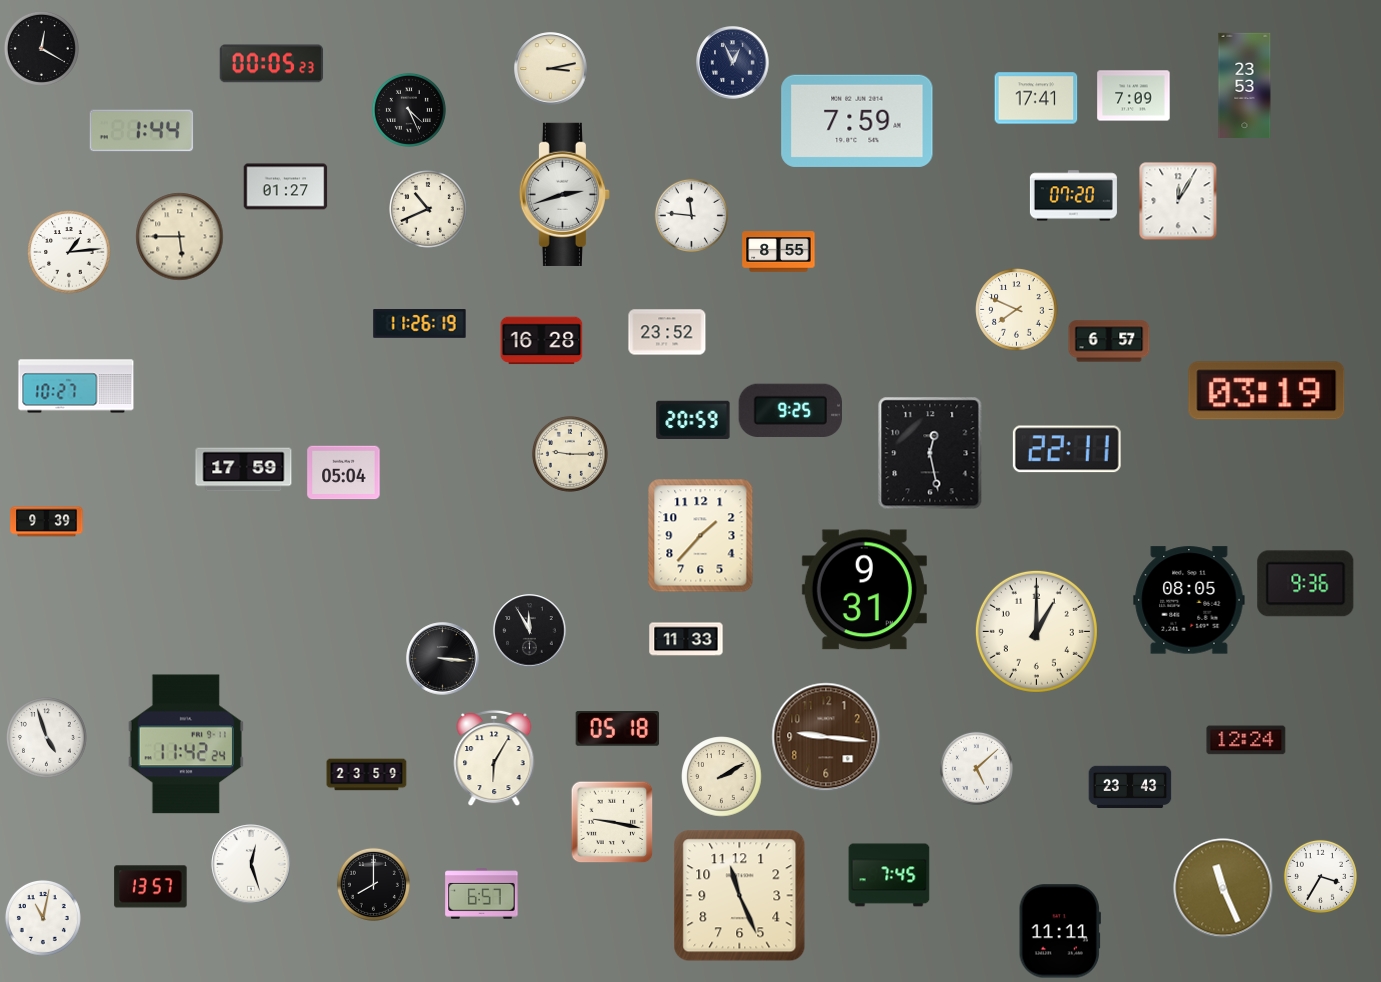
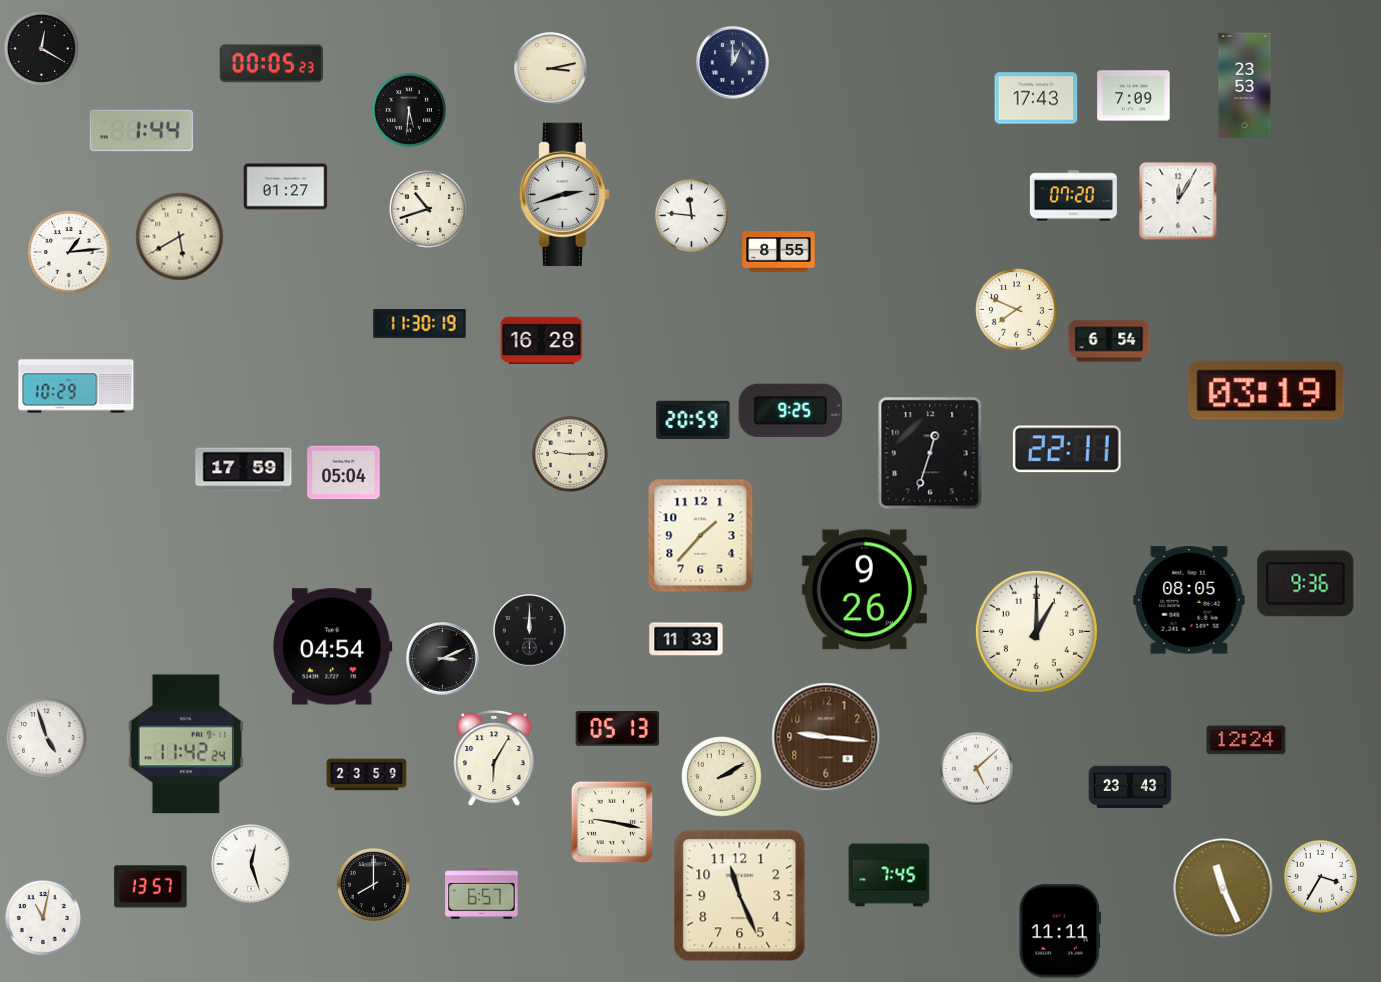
clock at (733, 63): 12:56 -> 1:00
clock at (1036, 98): 17:41 -> 17:43
clock at (409, 110): 4:26 -> 5:31
clock at (857, 121): 7:59 -> none
clock at (429, 210): 10:41 -> 10:42
clock at (180, 237): 5:45 -> 5:40
clock at (420, 324): 11:26 -> 11:30
clock at (667, 332): 23:52 -> none
clock at (1109, 341): 6:57 -> 6:54
clock at (76, 386): 10:27 -> 10:29
clock at (930, 453): 12:28 -> 12:33
clock at (47, 522): 9:39 -> none
clock at (864, 590): 9:31 -> 9:26
clock at (530, 631): 11:55 -> 12:00
clock at (333, 647): none -> 04:54
clock at (443, 659): 3:16 -> 3:11
clock at (618, 729): 05:18 -> 05:13
